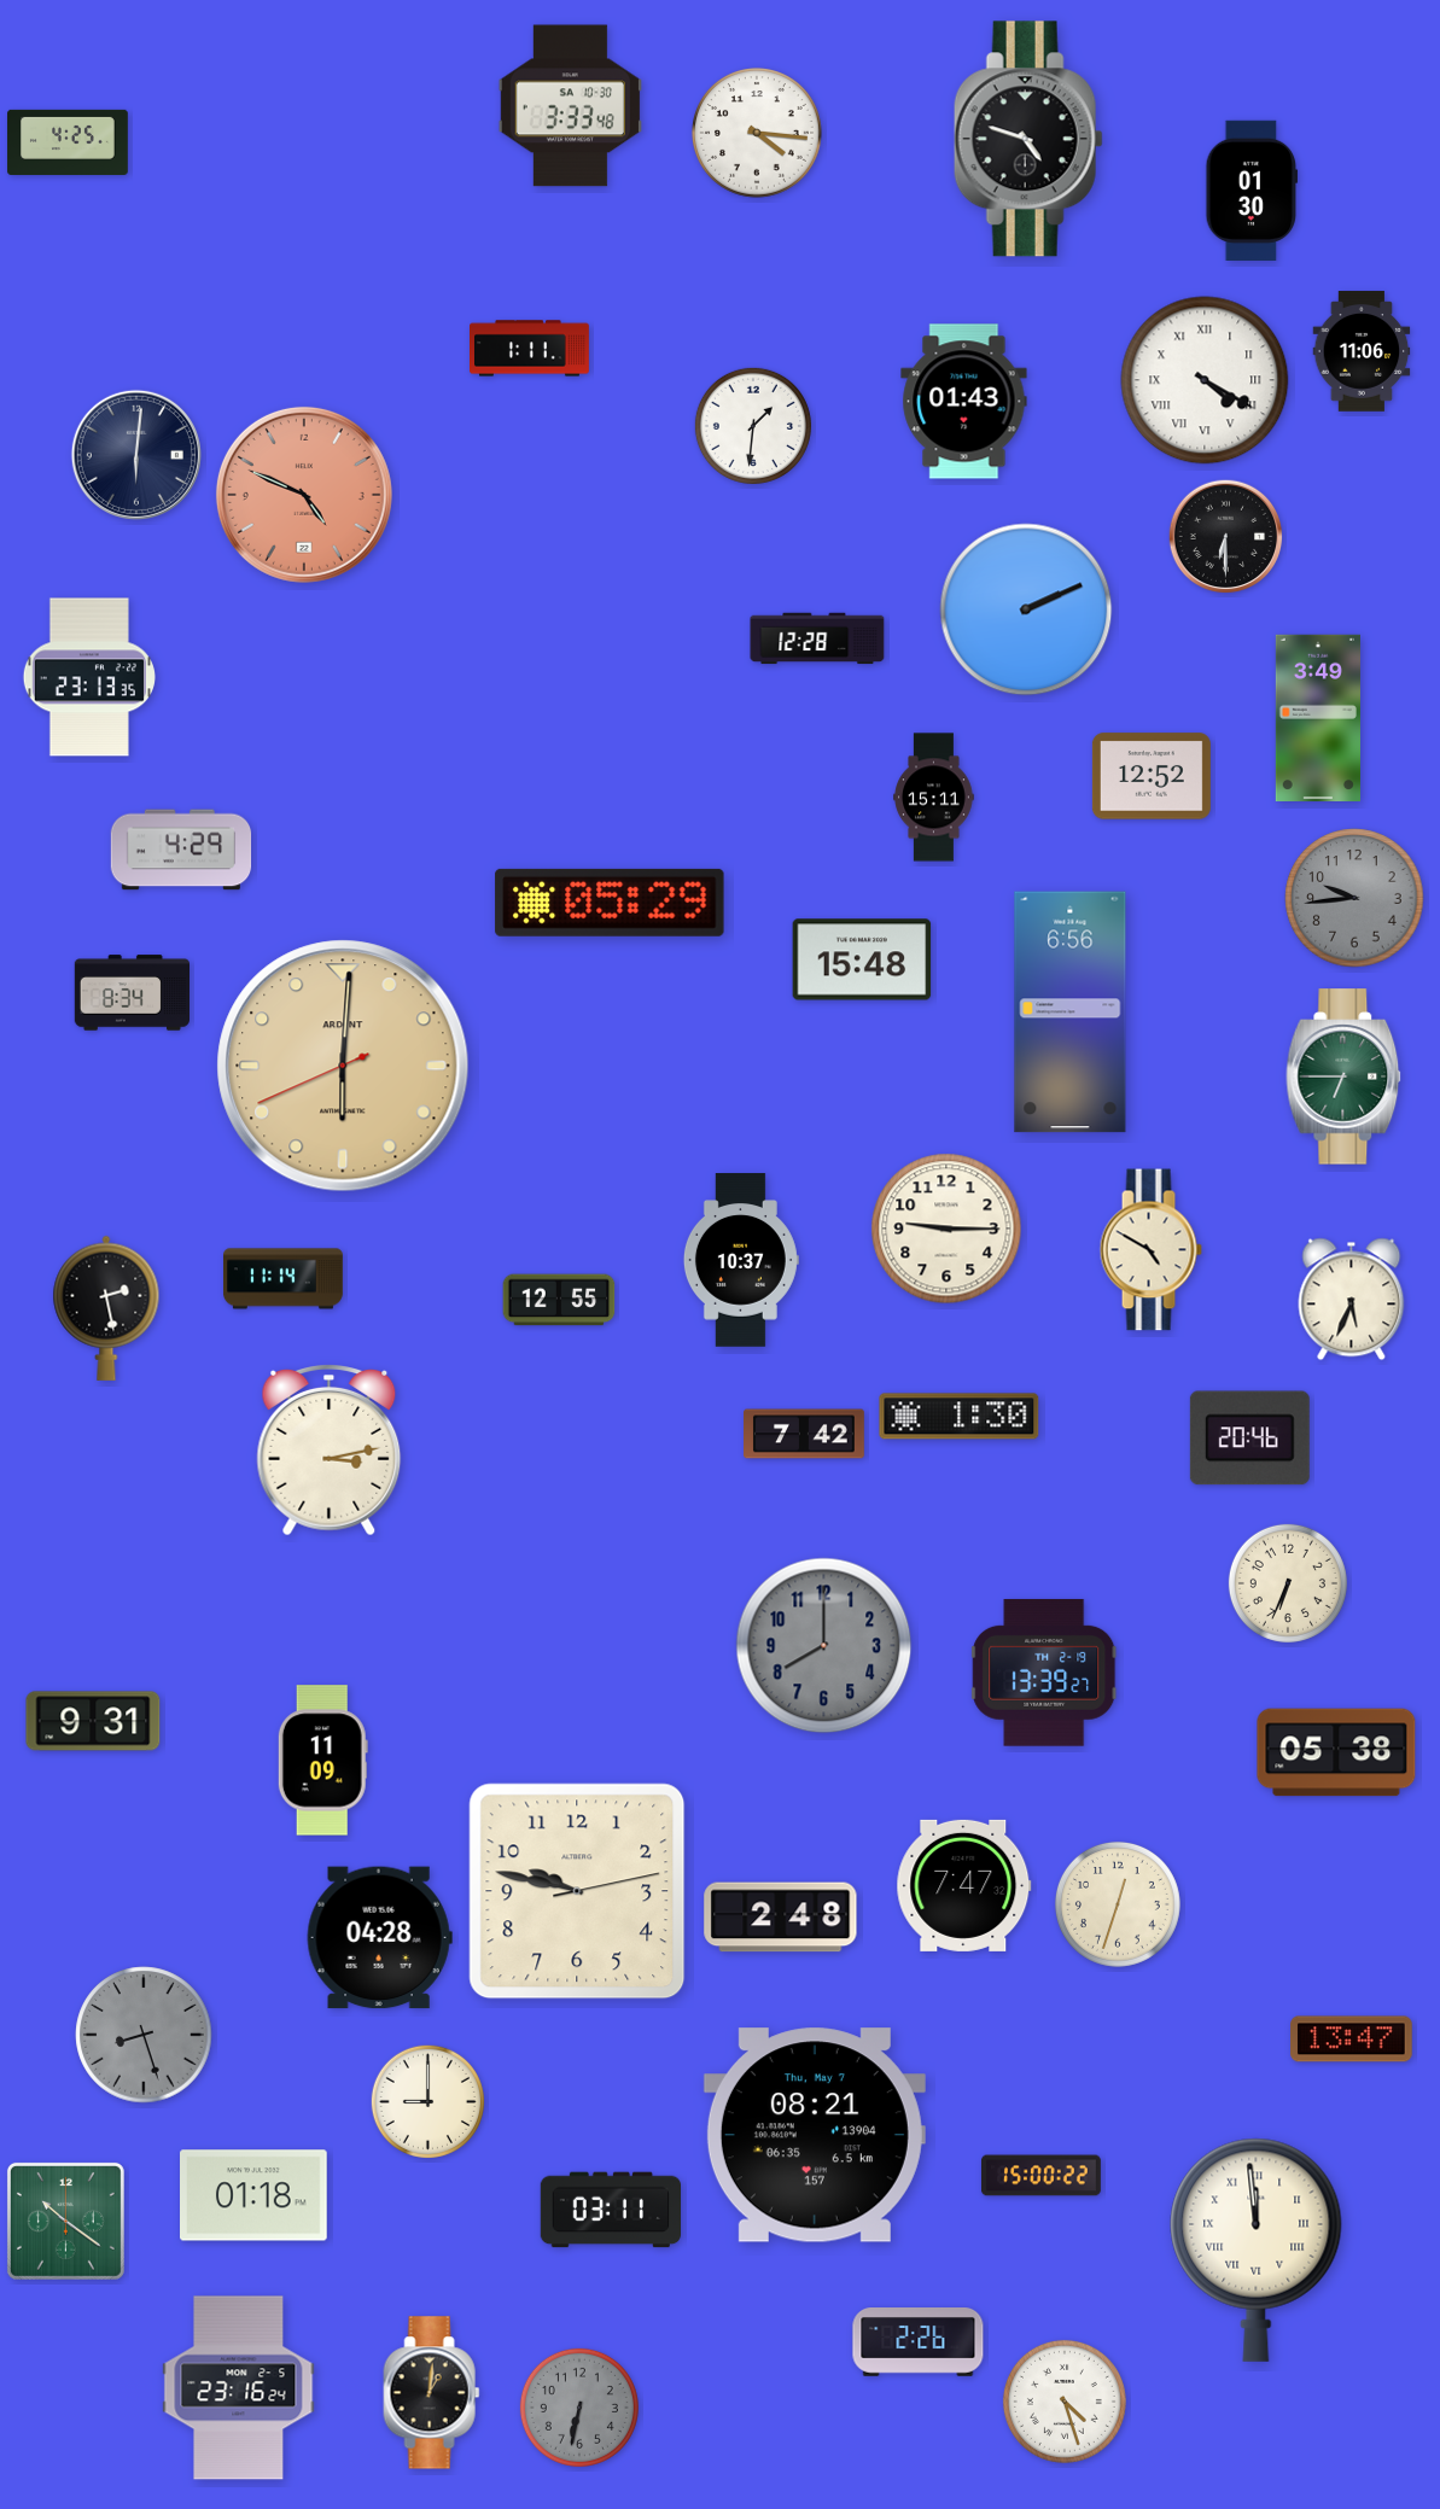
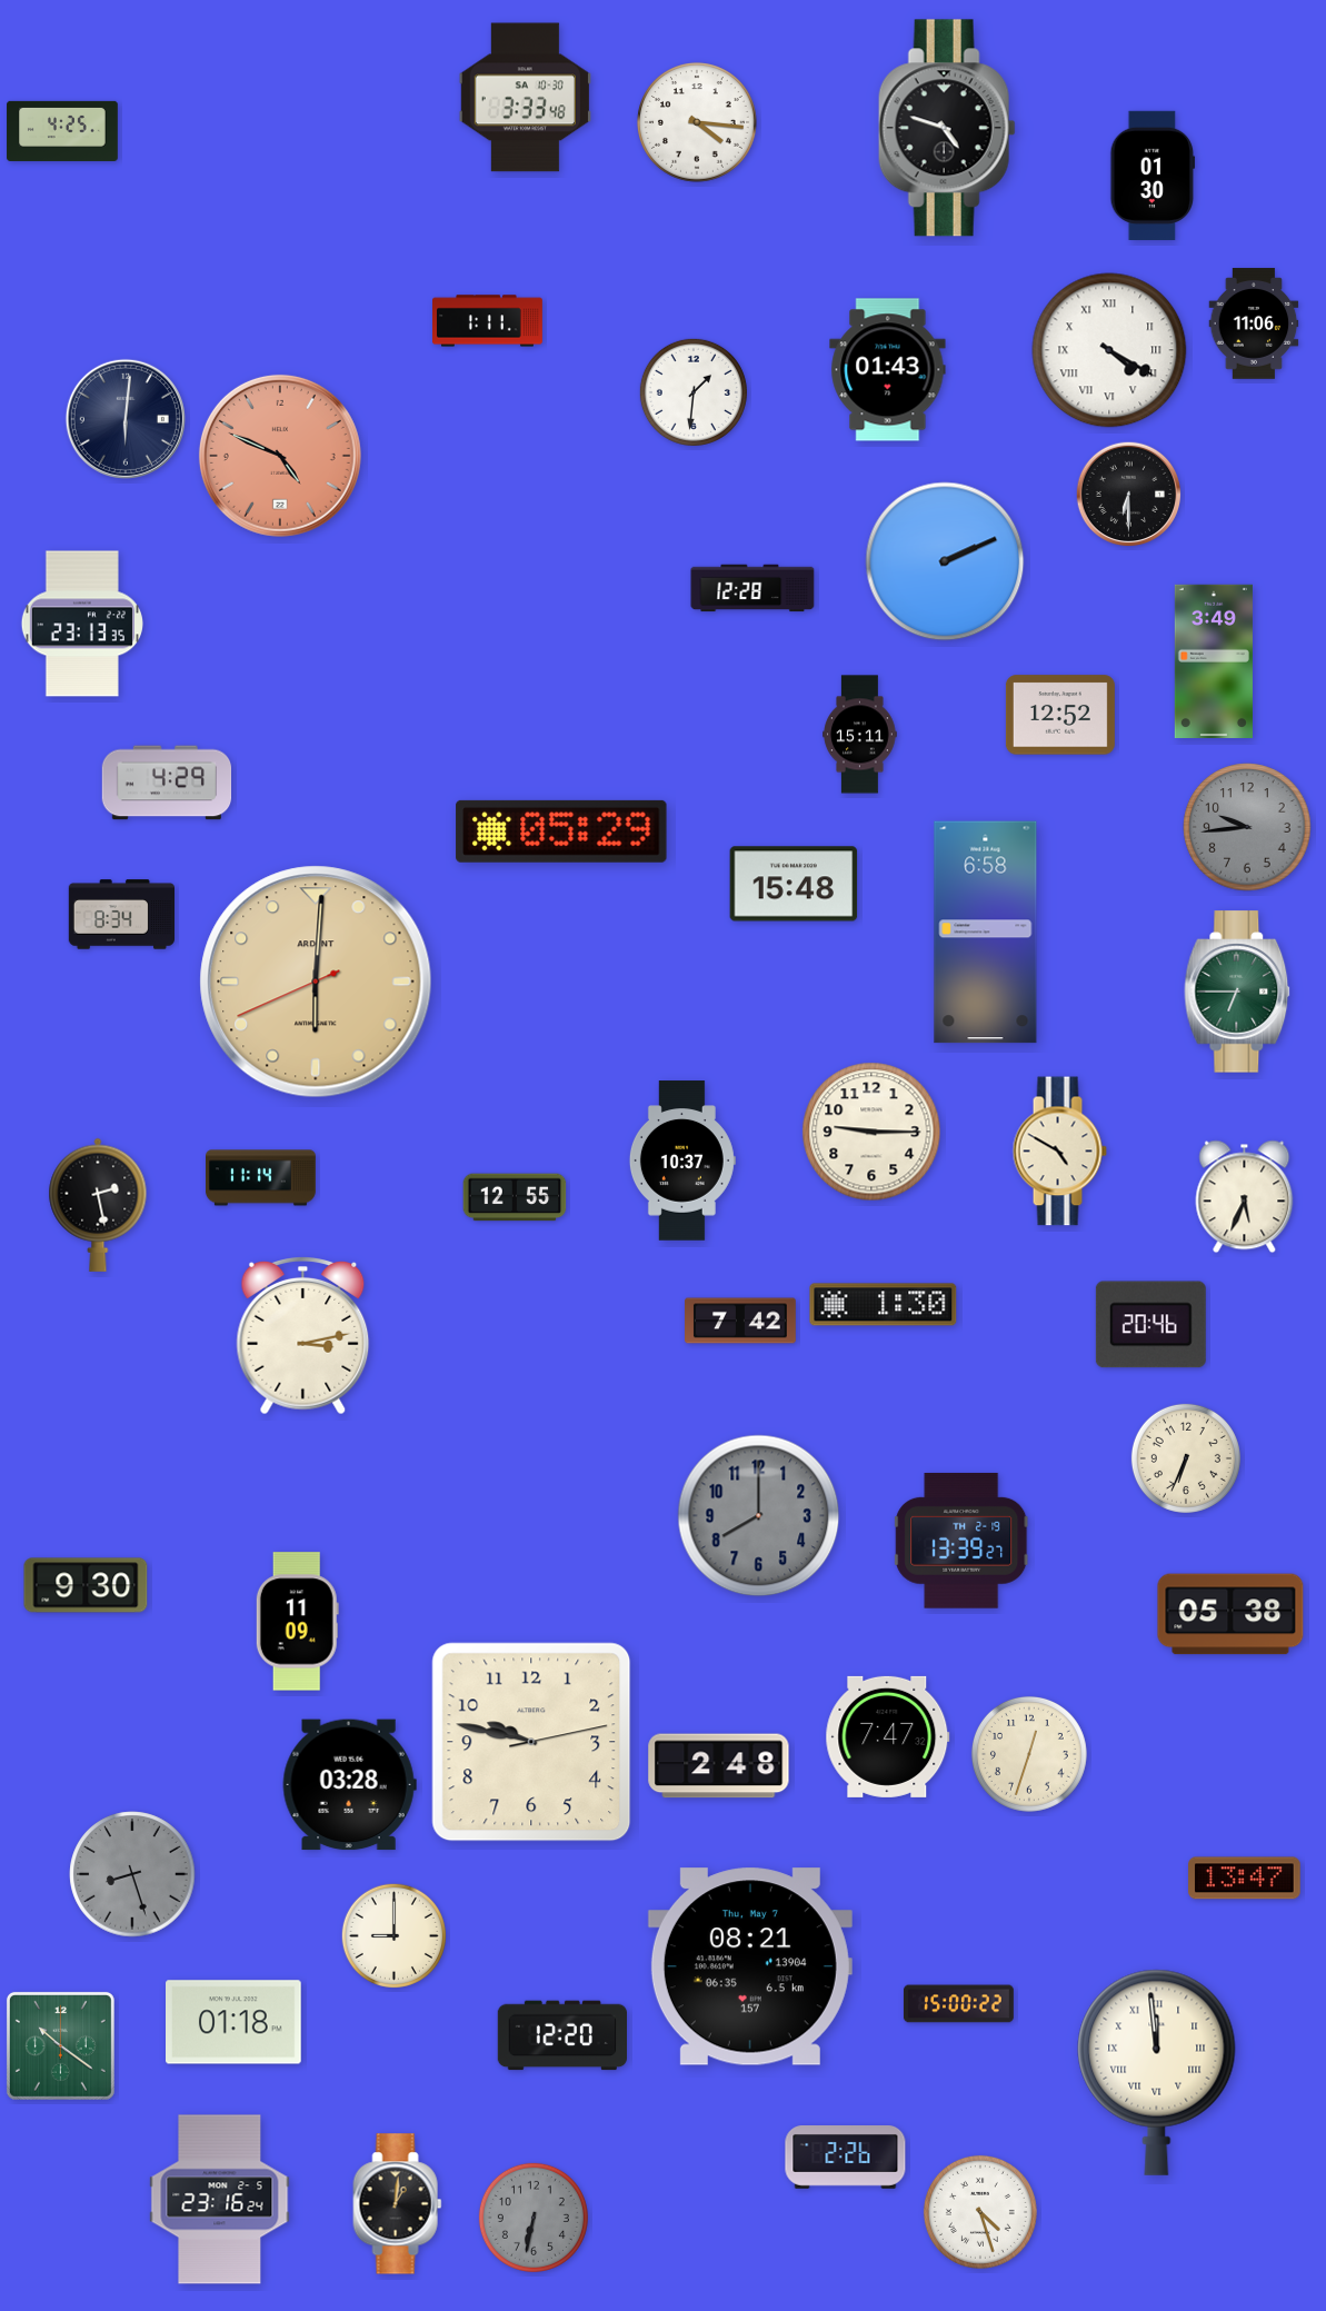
clock at (1071, 1013): 6:56 -> 6:58
clock at (93, 1721): 9:31 -> 9:30
clock at (379, 1938): 04:28 -> 03:28
clock at (610, 2210): 03:11 -> 12:20
